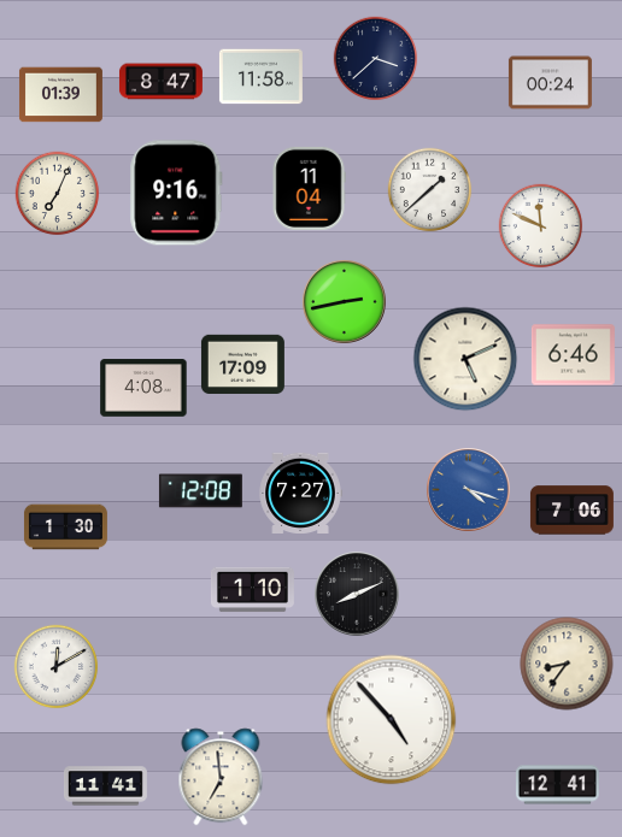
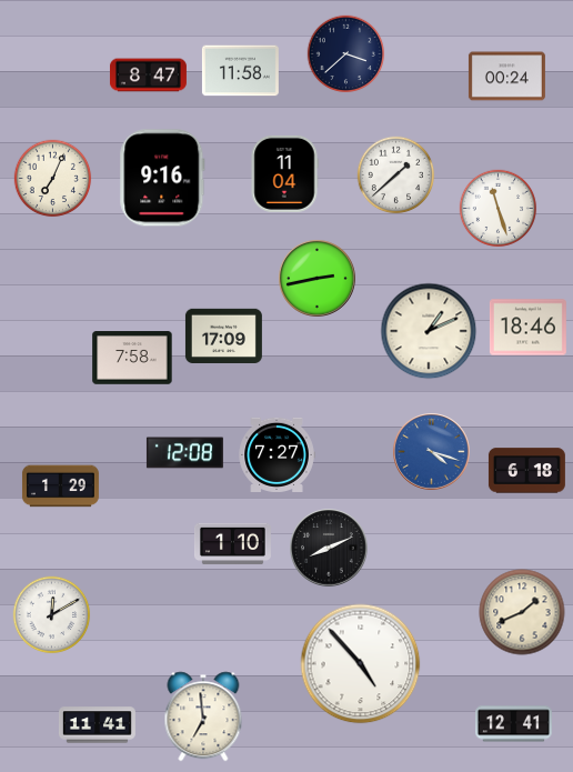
clock at (60, 95): 01:39 -> none
clock at (541, 226): 11:49 -> 11:27
clock at (573, 355): 6:46 -> 18:46
clock at (465, 359): 5:11 -> 1:11
clock at (143, 388): 4:08 -> 7:58
clock at (571, 511): 7:06 -> 6:18
clock at (65, 527): 1:30 -> 1:29
clock at (567, 664): 8:36 -> 1:41
